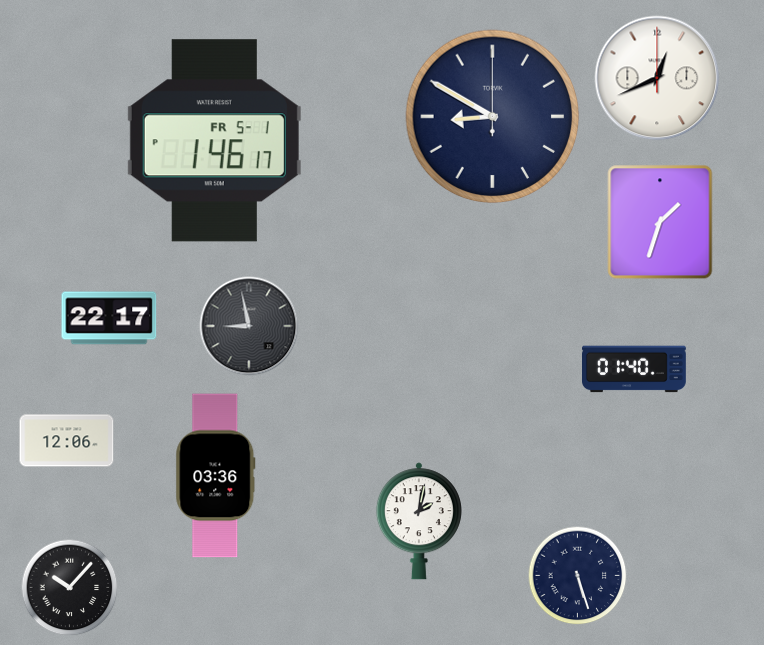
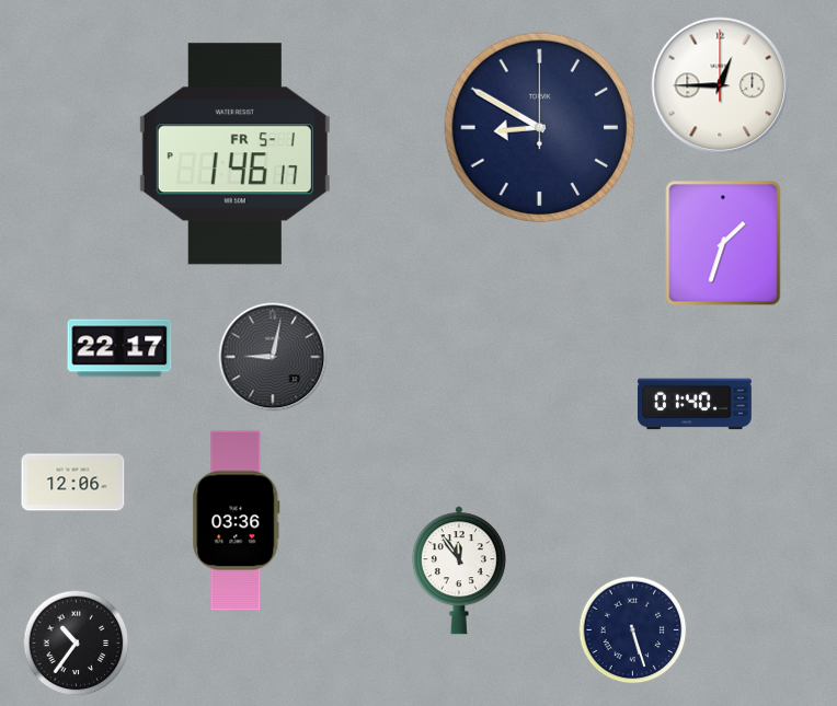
clock at (657, 78): 12:41 -> 12:45
clock at (249, 326): 8:58 -> 9:02
clock at (419, 521): 2:02 -> 11:54
clock at (70, 588): 10:07 -> 10:36
